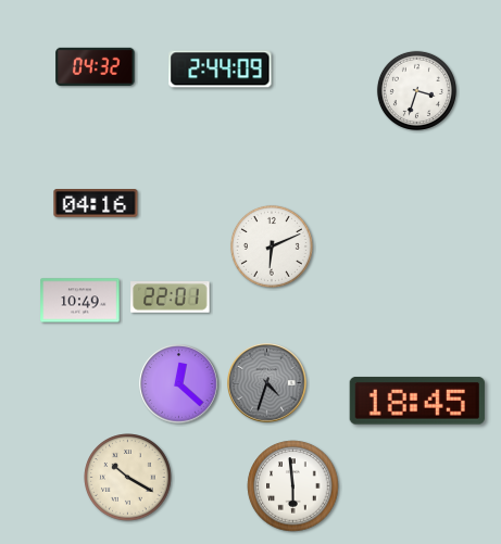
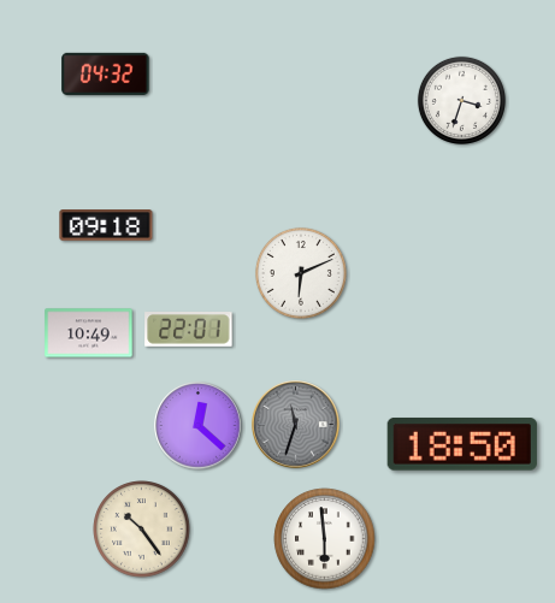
clock at (221, 69): 2:44 -> none
clock at (96, 204): 04:16 -> 09:18
clock at (267, 383): 4:33 -> 11:33
clock at (417, 401): 18:45 -> 18:50
clock at (128, 478): 10:20 -> 10:24
